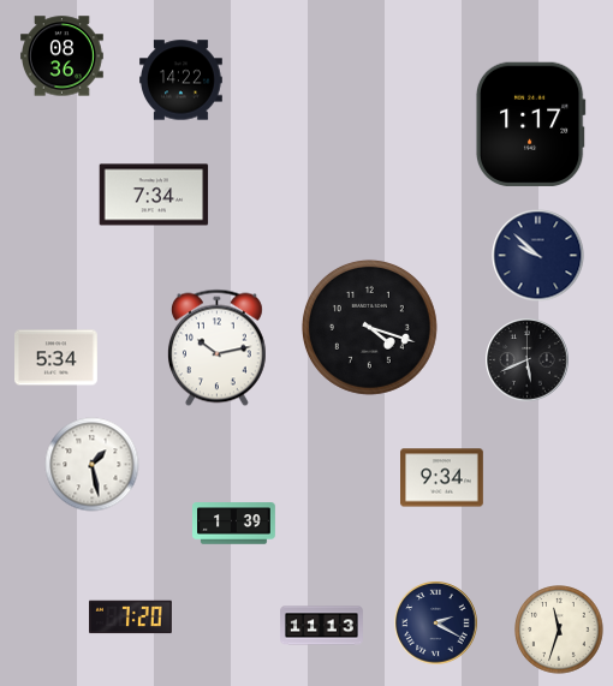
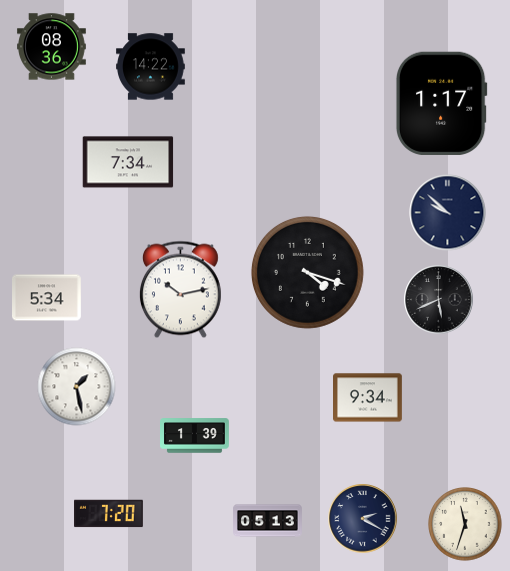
clock at (322, 626): 11:13 -> 05:13
